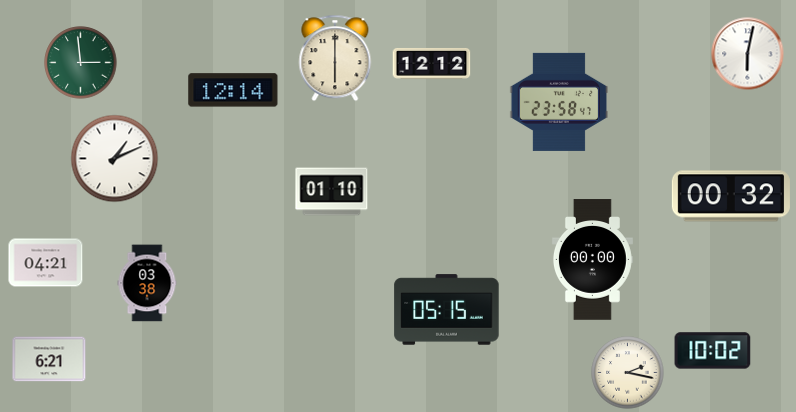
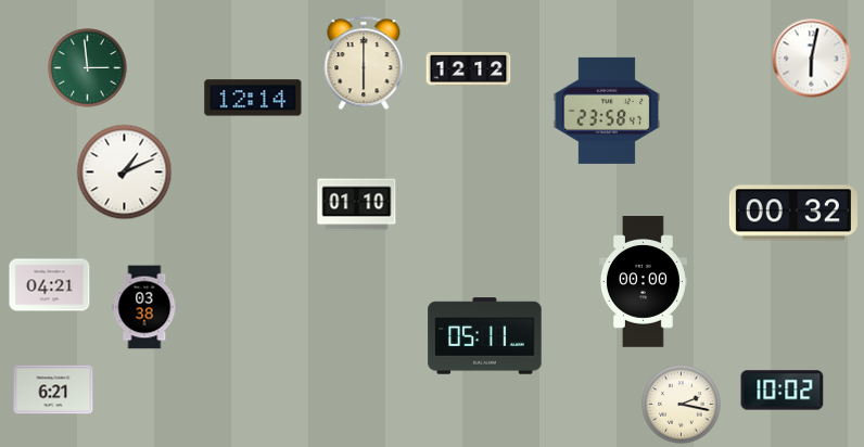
clock at (332, 192) position: (332, 192) -> (357, 205)
clock at (147, 283) position: (147, 283) -> (144, 307)
clock at (447, 310): 05:15 -> 05:11
clock at (713, 351) position: (713, 351) -> (783, 391)
